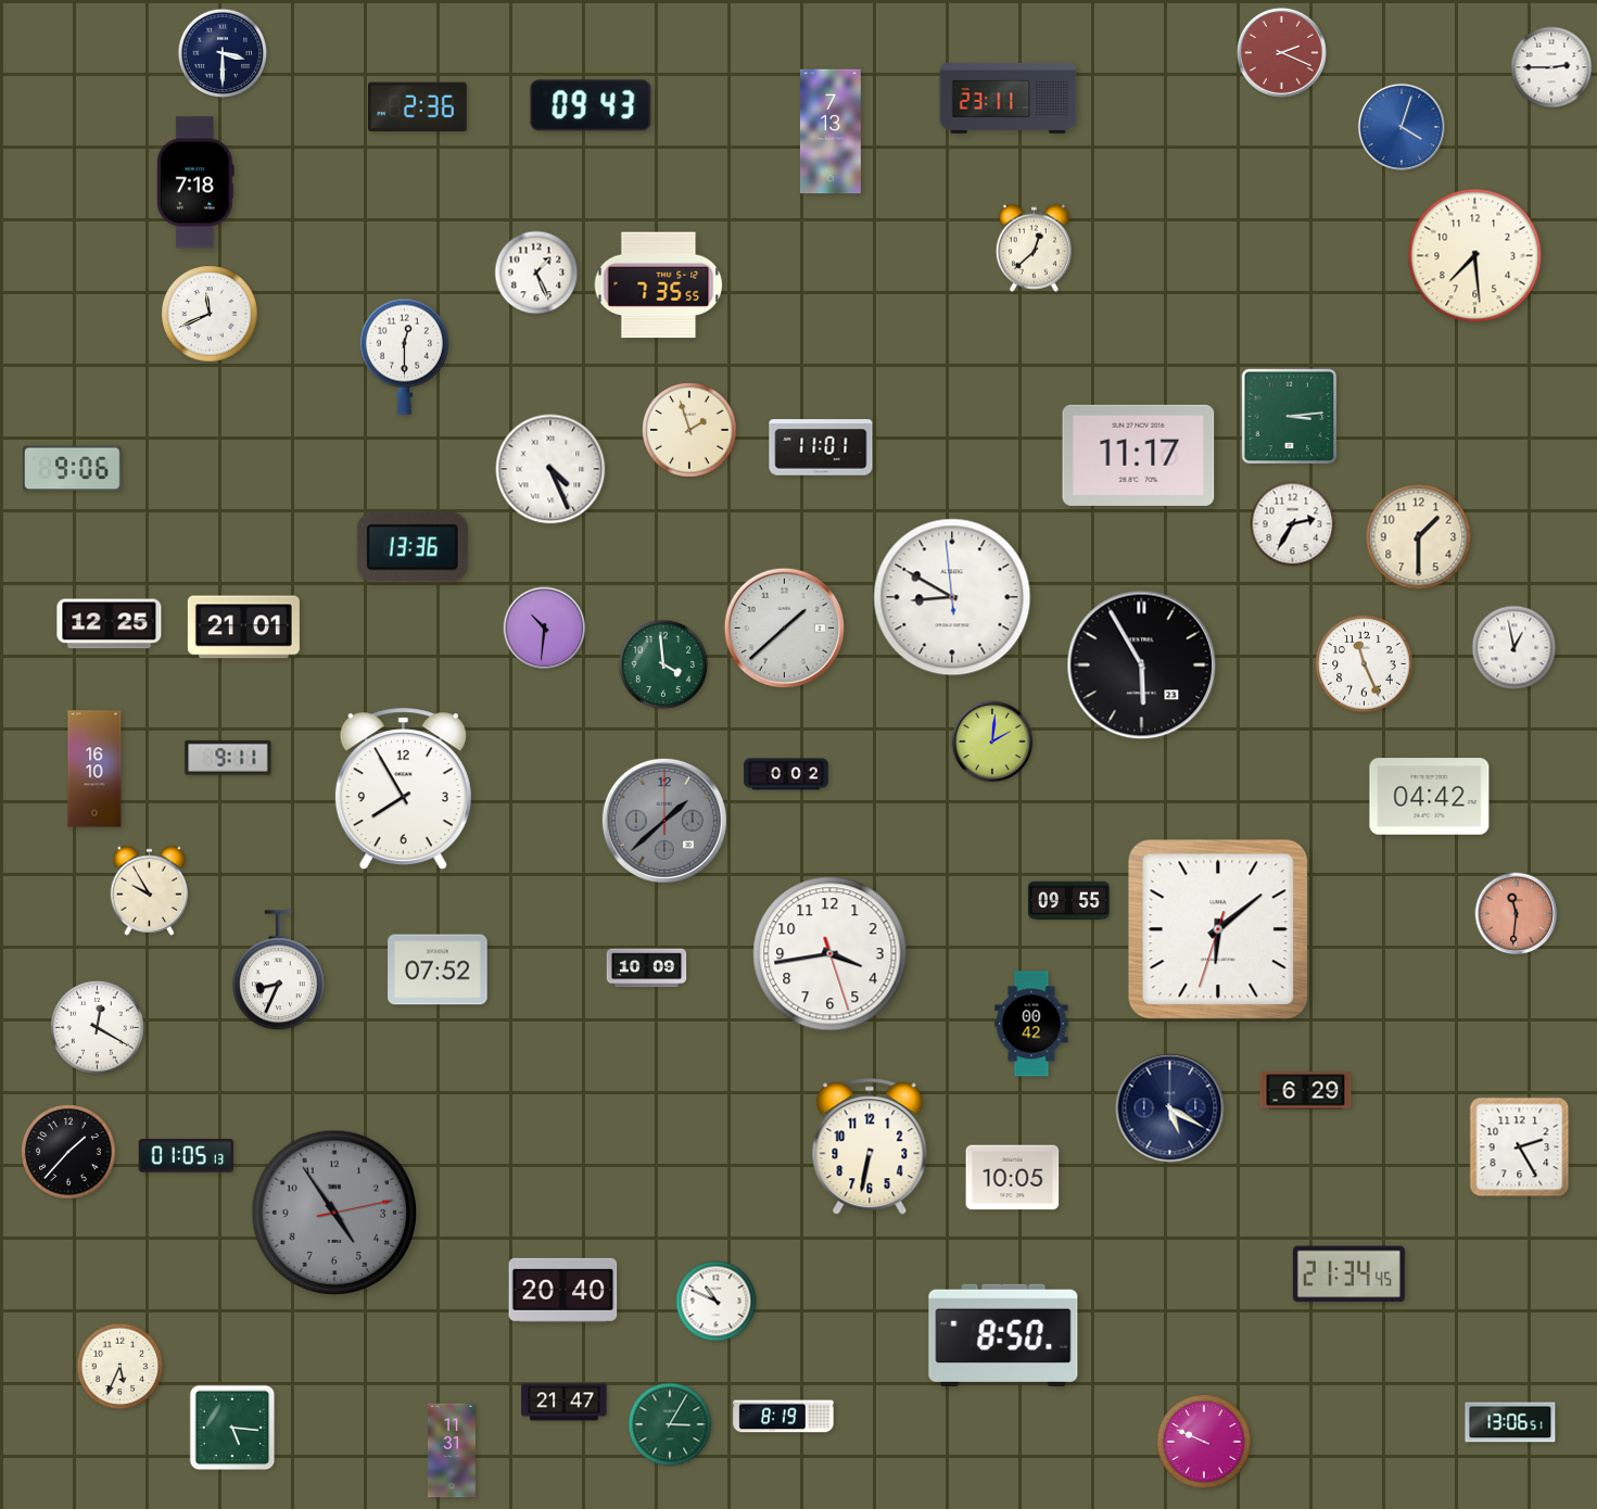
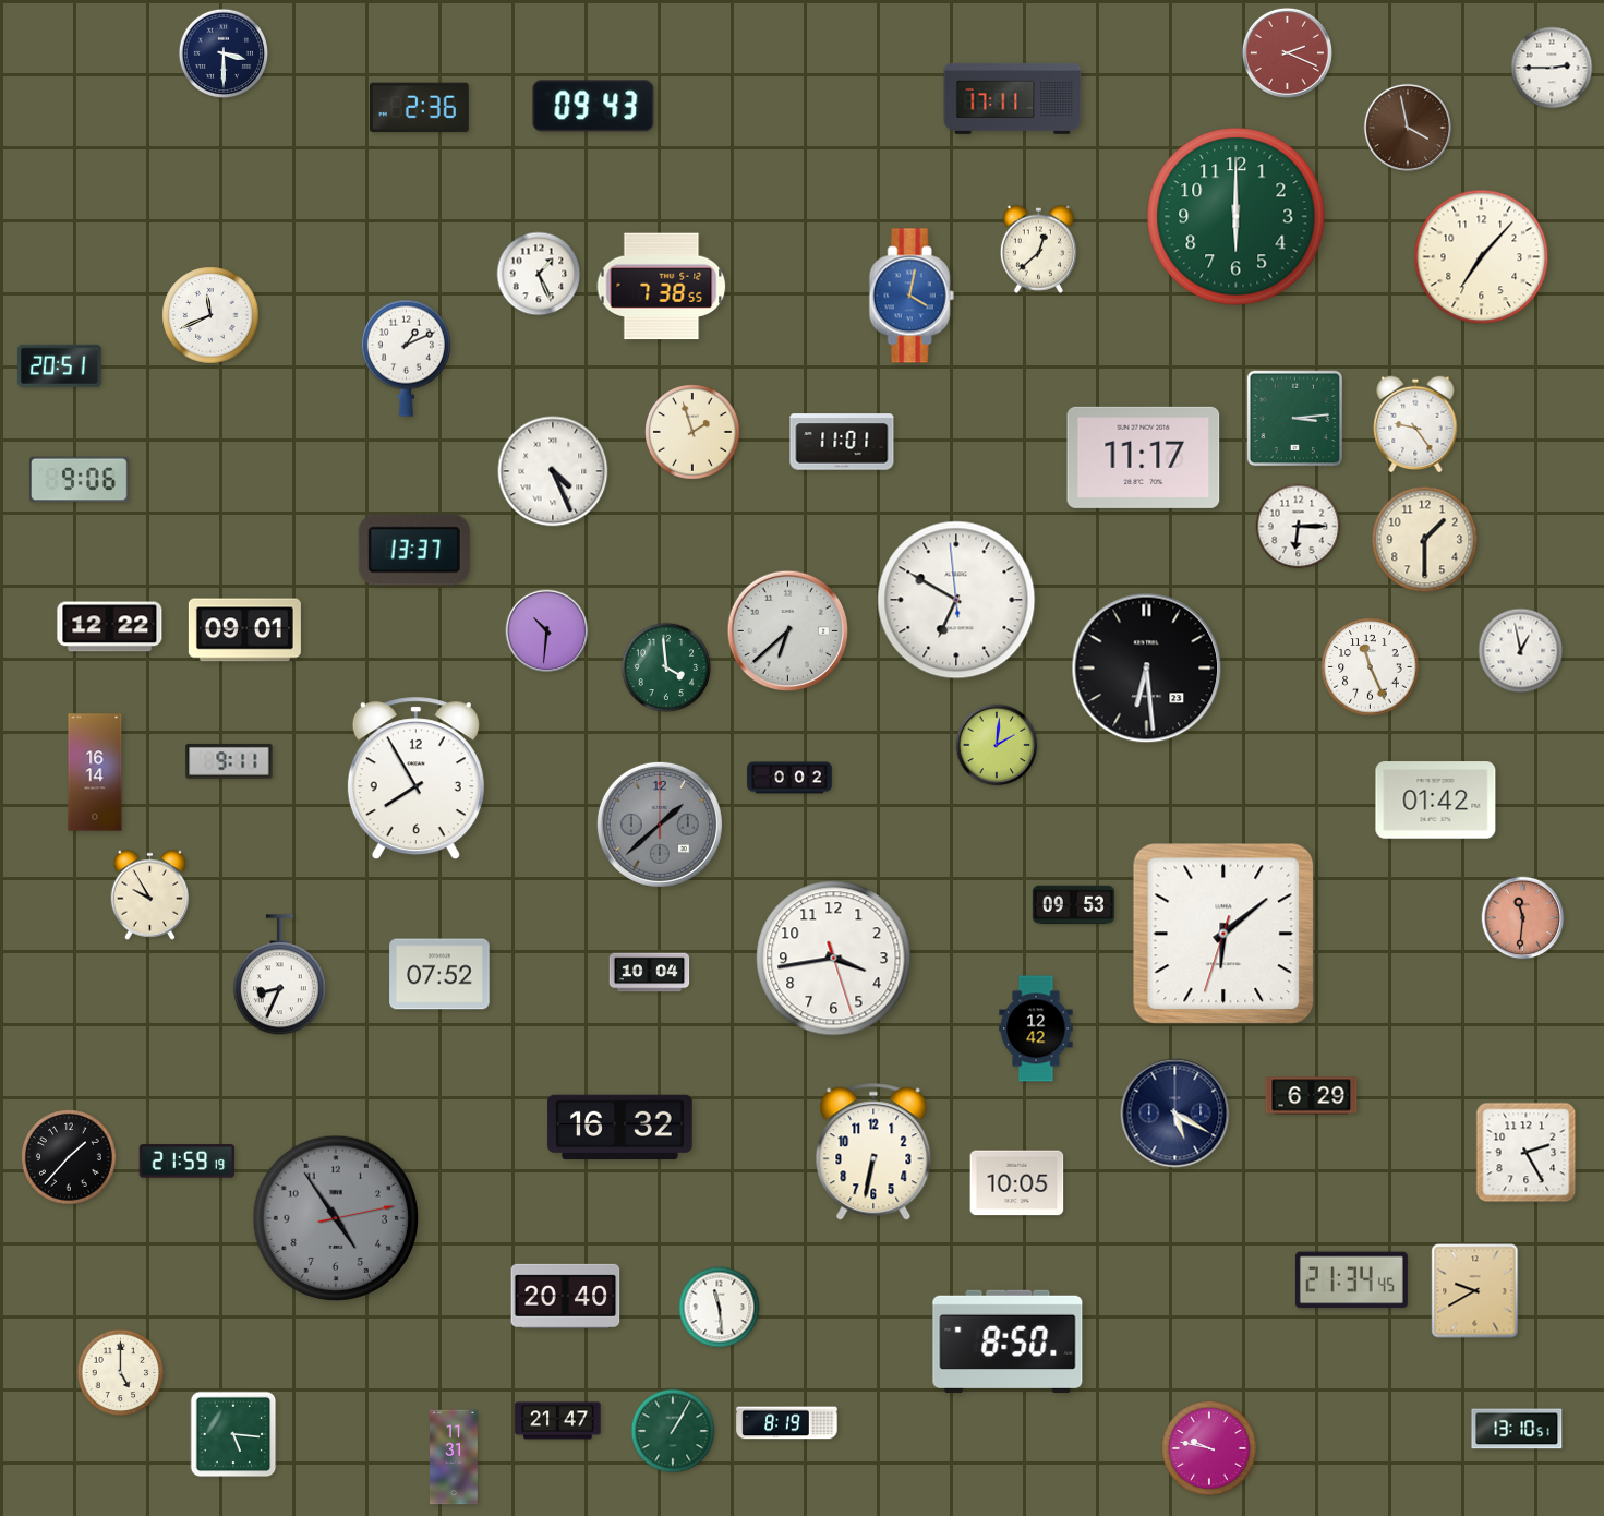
clock at (1551, 67) position: (1551, 67) -> (1552, 68)
clock at (1009, 98): 23:11 -> 17:11
clock at (1402, 127): 4:03 -> 3:58
clock at (1402, 127) dial: blue -> brown
clock at (831, 131): 7:13 -> none
clock at (195, 182): 7:18 -> none
clock at (1237, 217): none -> 6:00
clock at (1475, 256): 7:29 -> 7:07
clock at (659, 286): 7:35 -> 7:38
clock at (912, 296): none -> 4:02
clock at (404, 356): 12:30 -> 1:11
clock at (59, 365): none -> 20:51
clock at (1415, 424): none -> 9:24
clock at (821, 447) position: (821, 447) -> (842, 442)
clock at (73, 469) position: (73, 469) -> (80, 480)
clock at (1293, 524): 2:35 -> 6:15
clock at (413, 547): 13:36 -> 13:37
clock at (952, 597): 8:49 -> 6:49
clock at (110, 624): 12:25 -> 12:22
clock at (243, 627): 21:01 -> 09:01
clock at (785, 629): 1:38 -> 6:38
clock at (1142, 665): 5:55 -> 6:29
clock at (94, 769): 16:10 -> 16:14
clock at (403, 789) position: (403, 789) -> (415, 779)
clock at (1430, 797): 04:42 -> 01:42
clock at (664, 821) position: (664, 821) -> (660, 825)
clock at (1068, 901): 09:55 -> 09:53
clock at (647, 968): 10:09 -> 10:04
clock at (1031, 1024): 00:42 -> 12:42
clock at (98, 1028): 12:20 -> none
clock at (620, 1128): none -> 16:32
clock at (187, 1156): 01:05 -> 21:59
clock at (1348, 1275) position: (1348, 1275) -> (1351, 1280)
clock at (1475, 1291): none -> 9:40
clock at (717, 1302): 10:49 -> 11:29
clock at (121, 1367): 5:34 -> 5:00
clock at (565, 1403) position: (565, 1403) -> (558, 1421)
clock at (1510, 1422): 13:06 -> 13:10
clock at (670, 1424): 3:05 -> 1:05
clock at (1204, 1442): 9:49 -> 9:47
